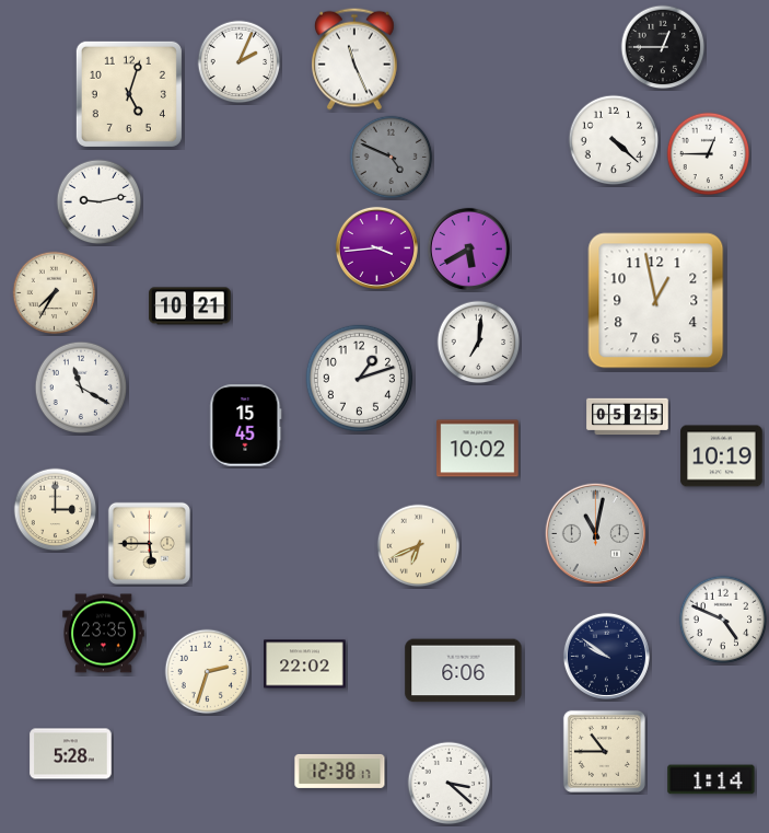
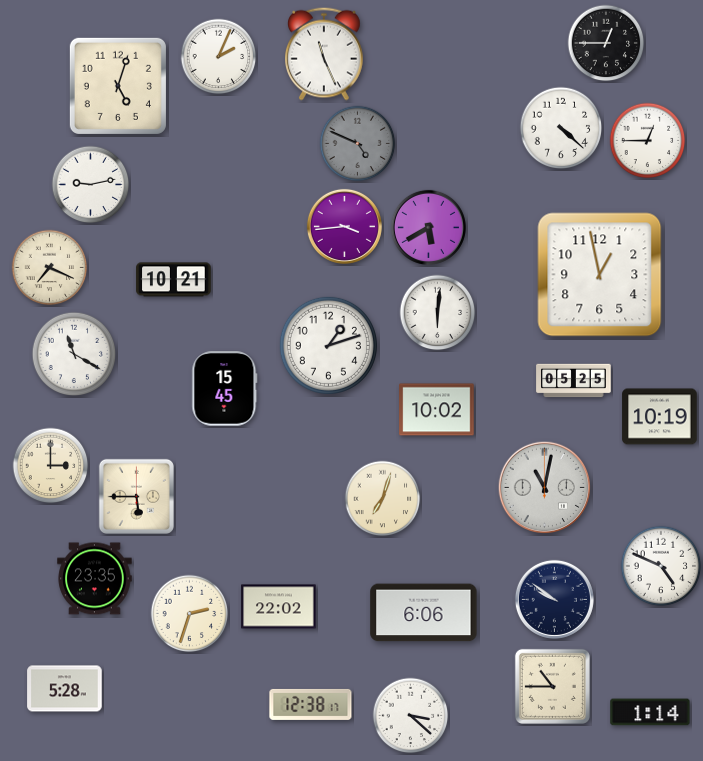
clock at (55, 293): 7:35 -> 7:19
clock at (479, 343): 7:01 -> 6:01
clock at (419, 546): 6:41 -> 7:03
